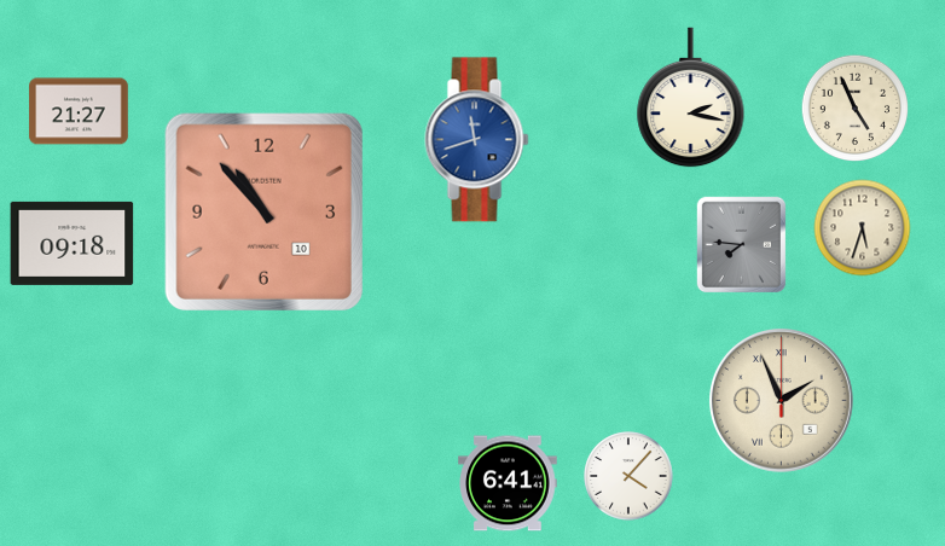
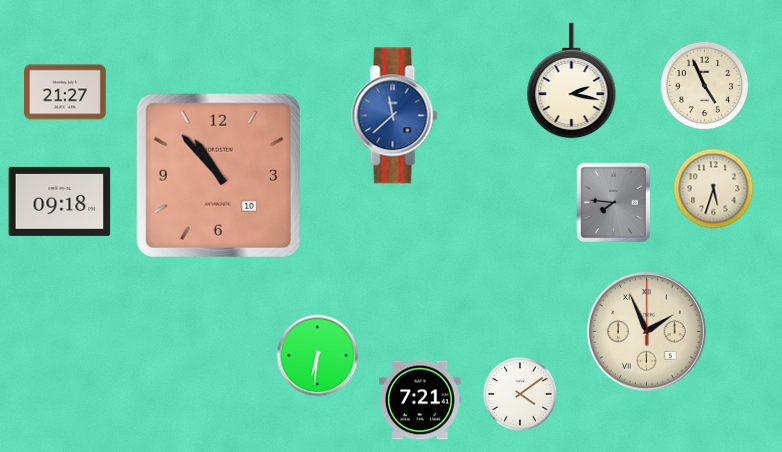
clock at (854, 108) position: (854, 108) -> (704, 85)
clock at (477, 140): 11:42 -> 11:38
clock at (318, 356): none -> 6:31
clock at (628, 476): 4:07 -> 4:09
clock at (508, 483): 6:41 -> 7:21
